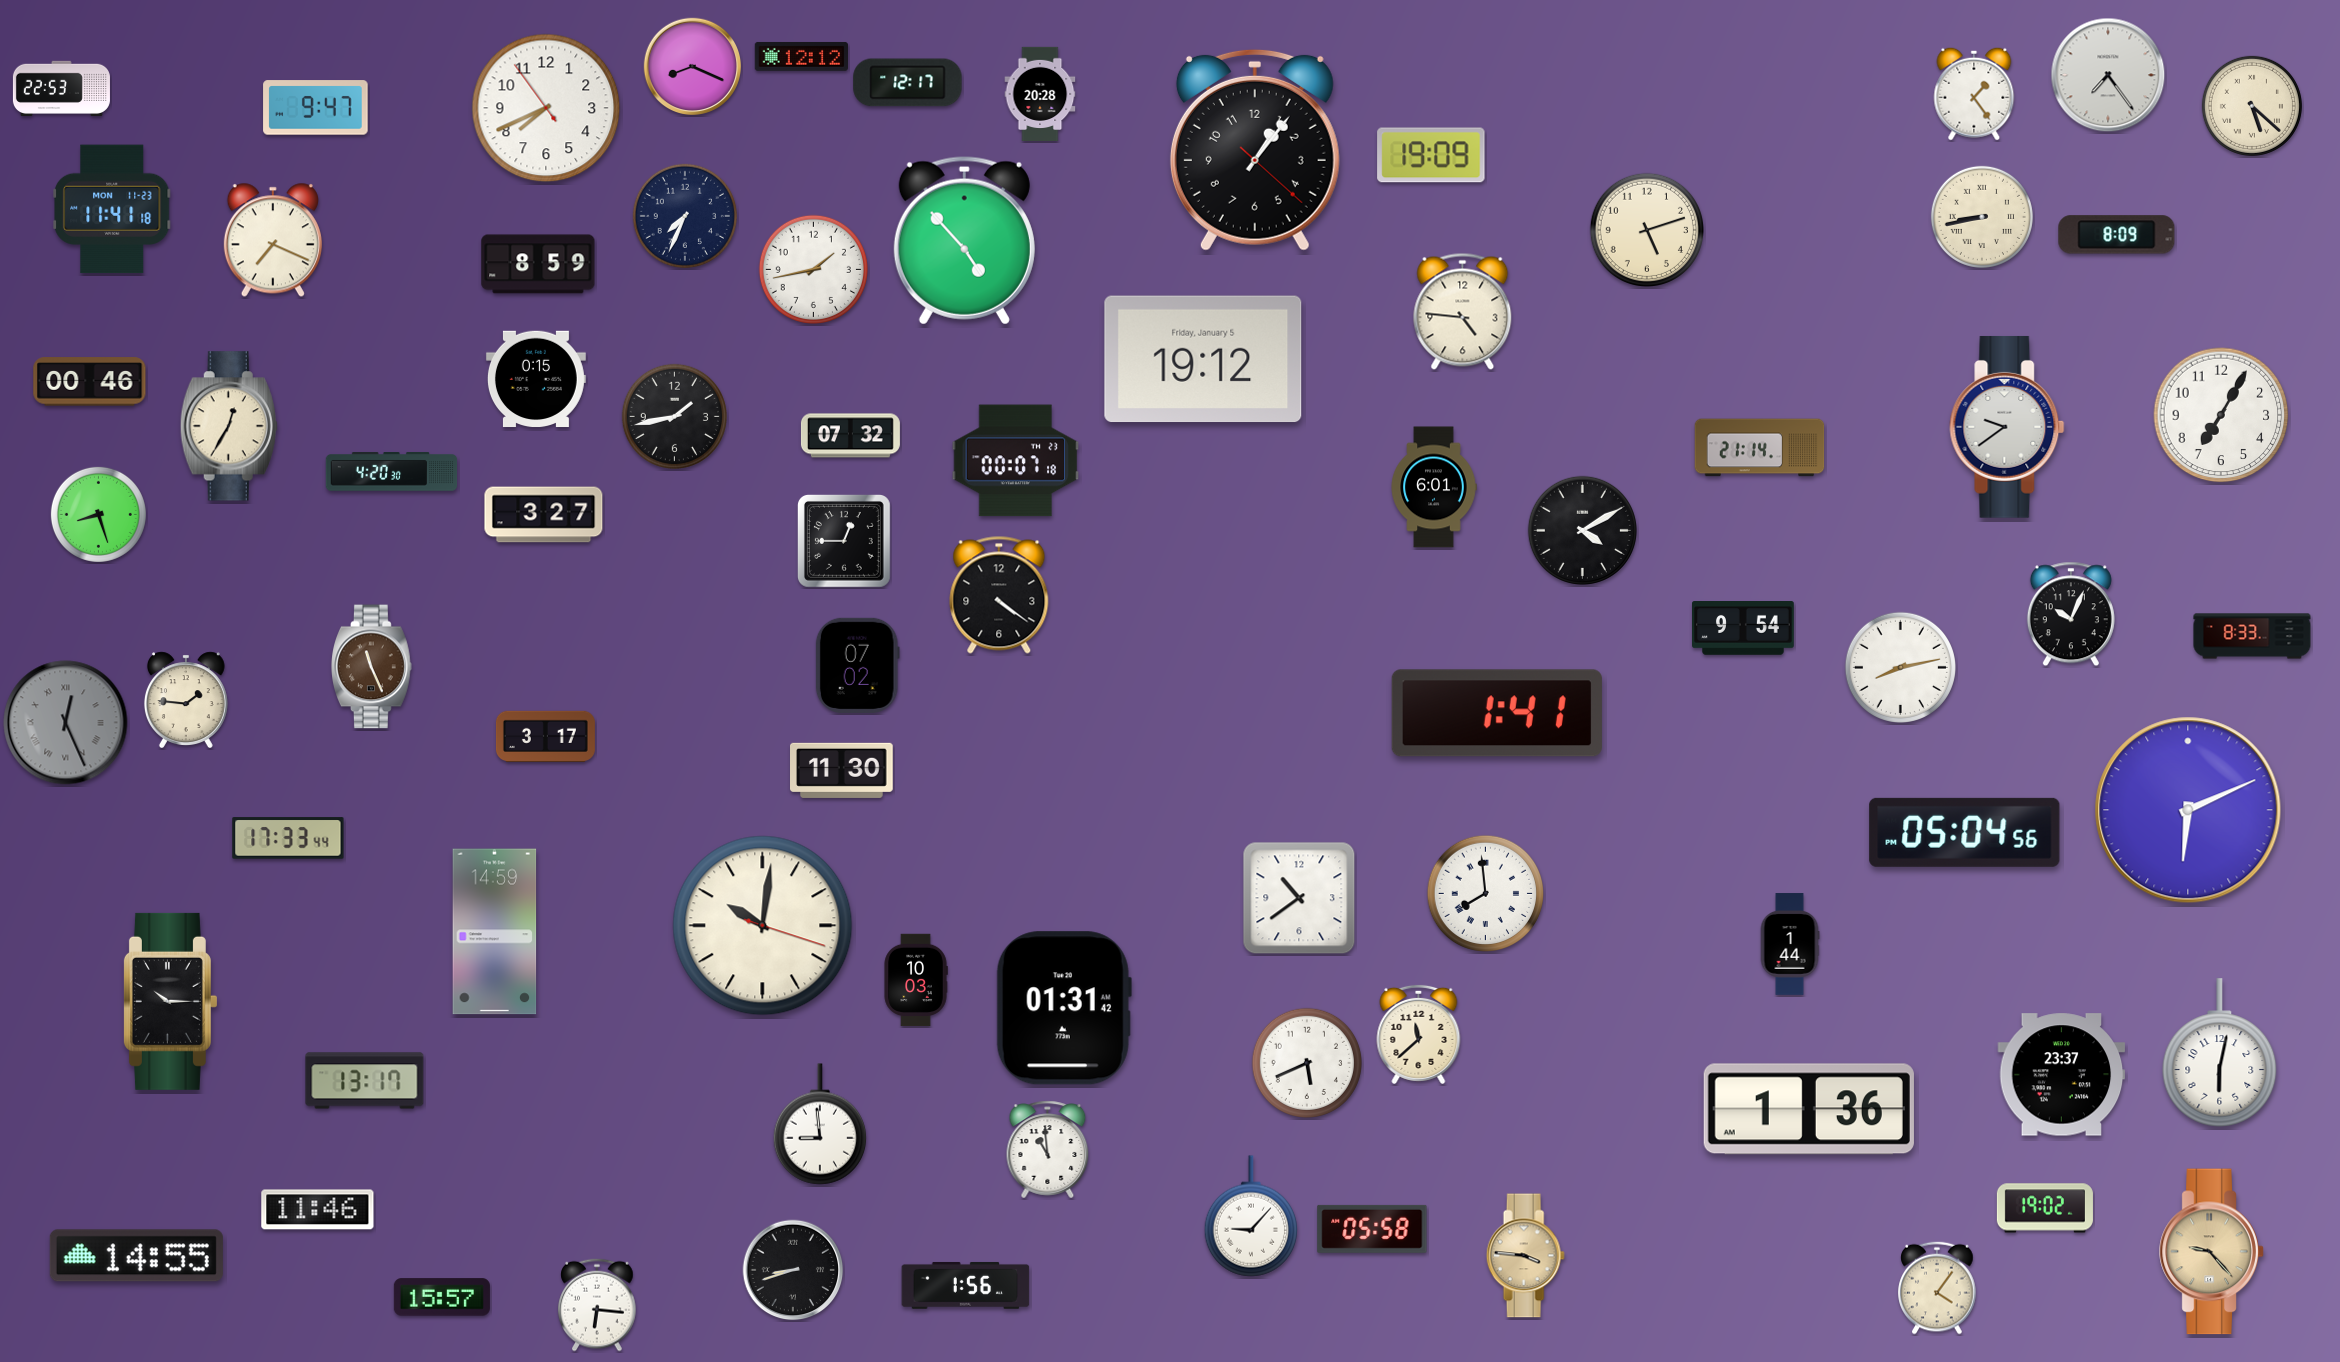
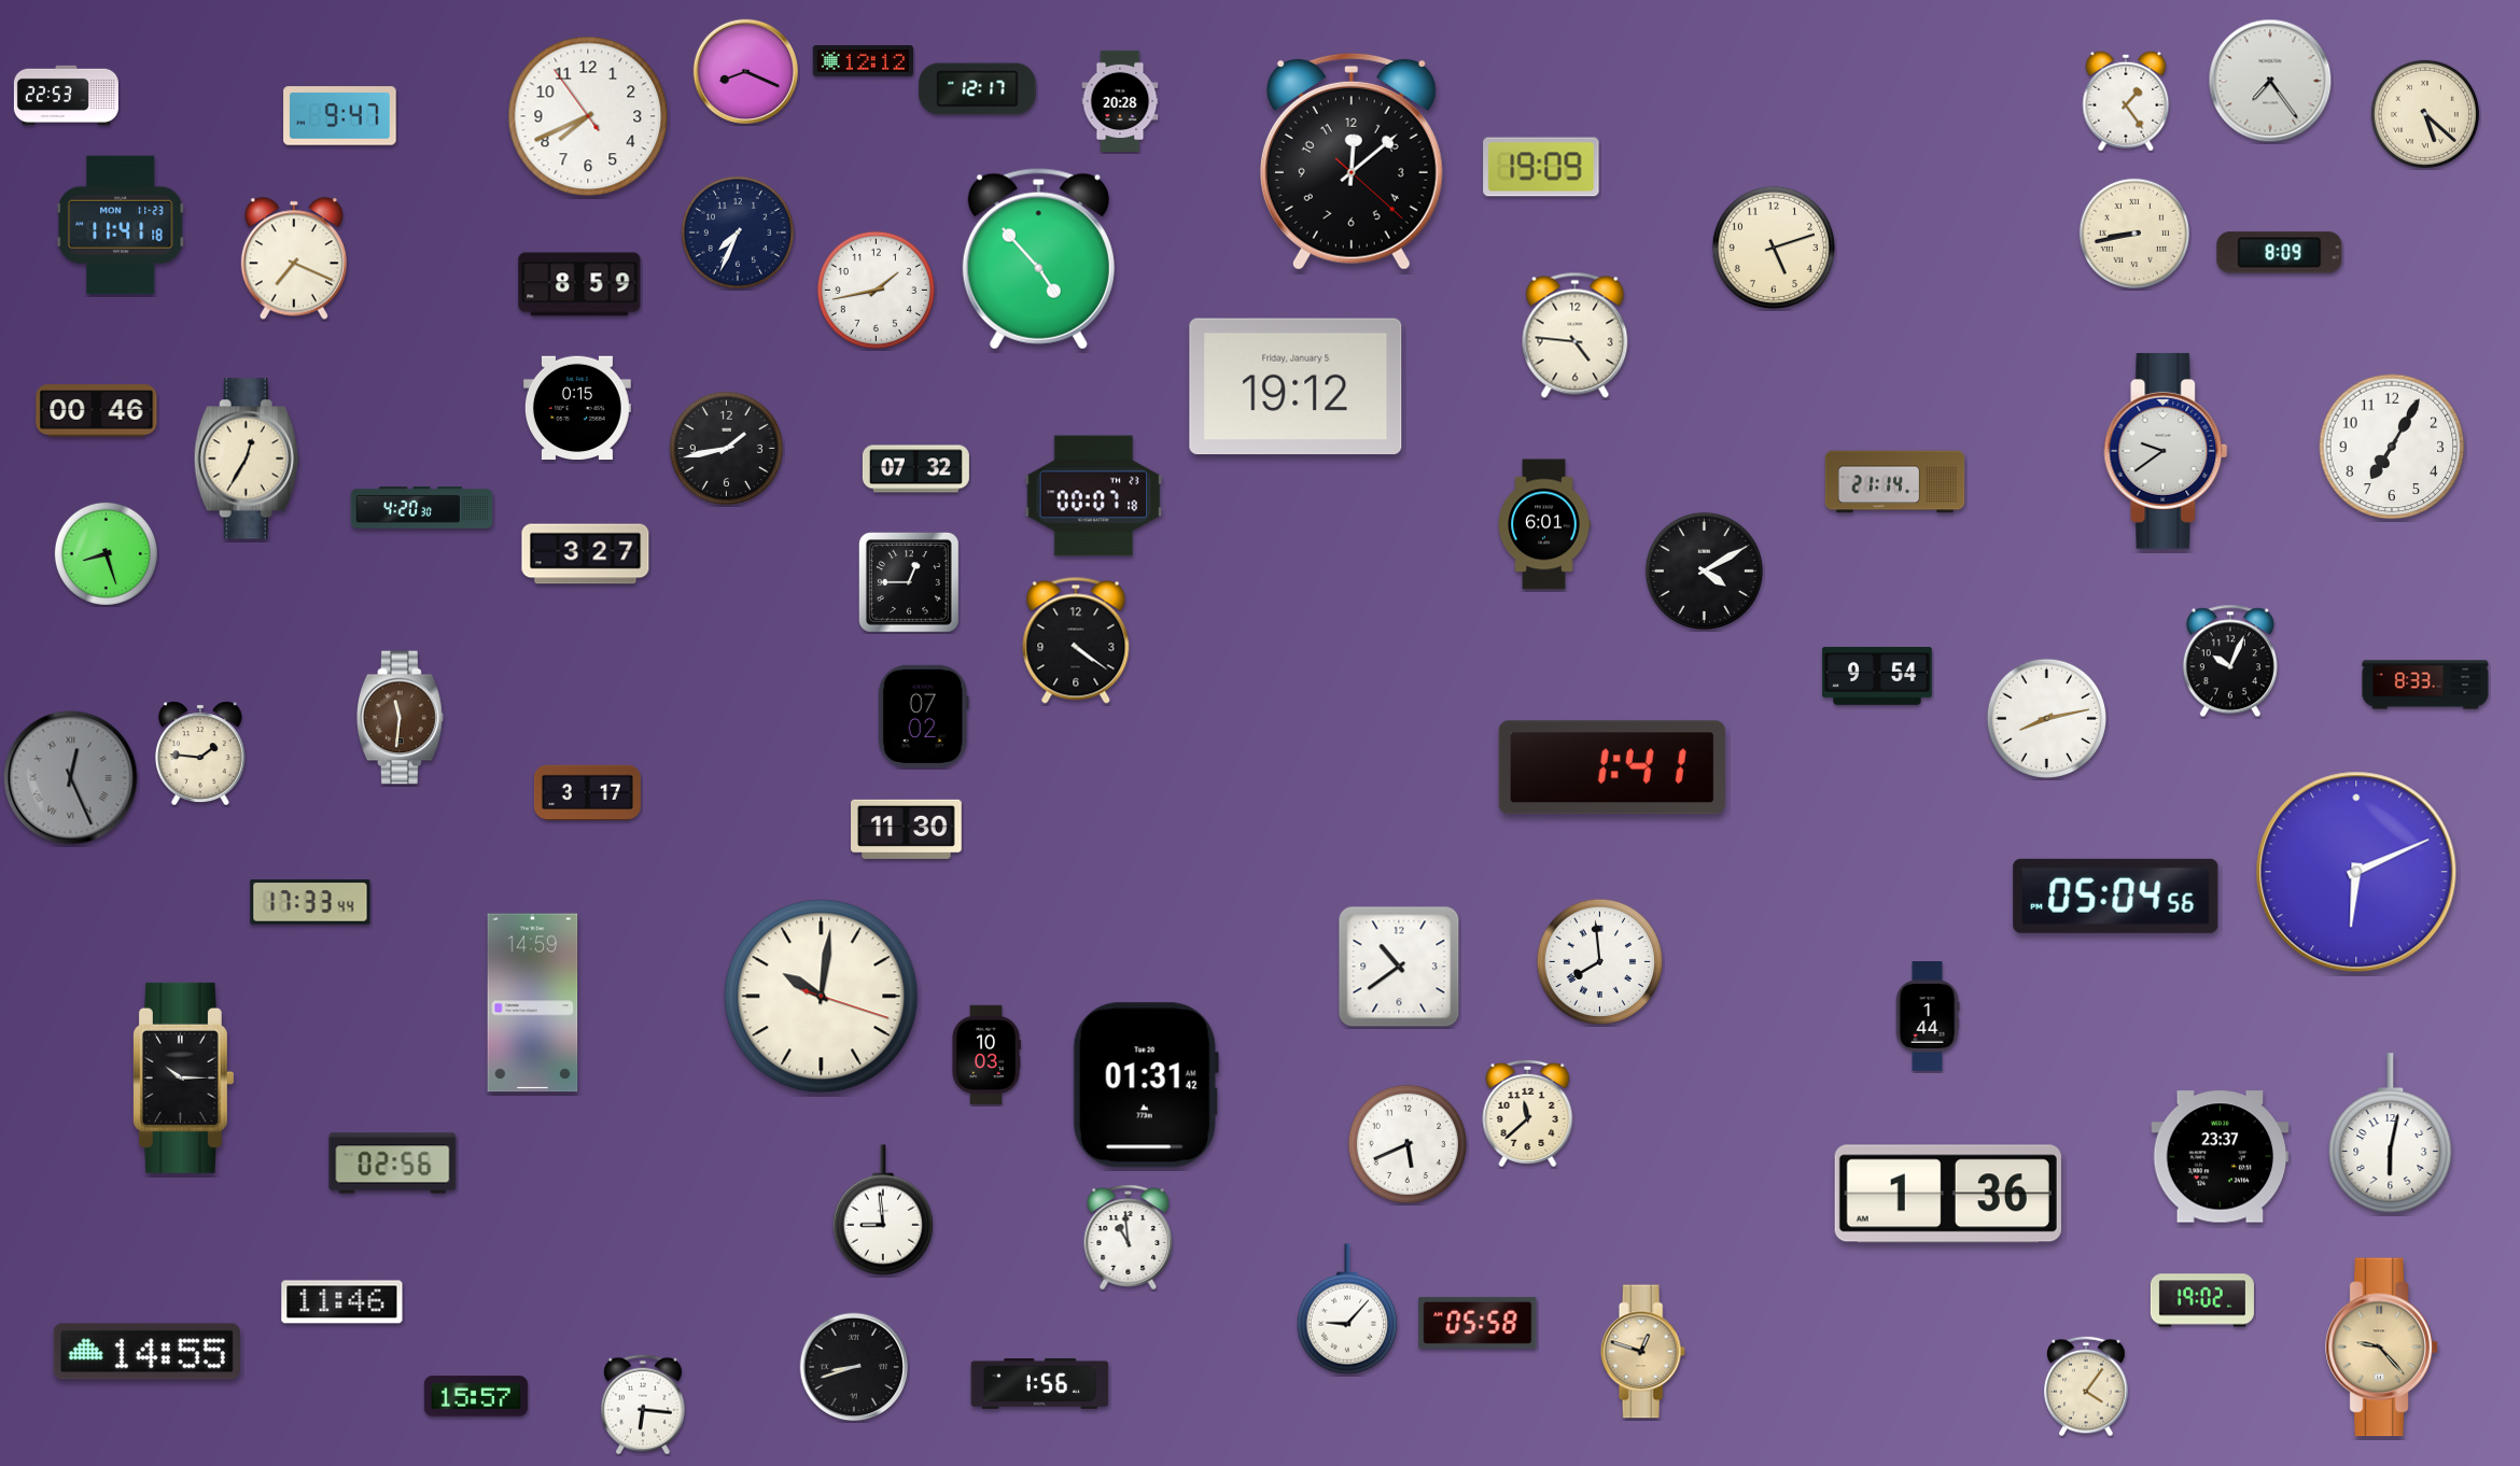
clock at (1255, 150): 1:06 -> 12:08
clock at (2007, 427) position: (2007, 427) -> (2166, 451)
clock at (372, 667): 11:26 -> 11:31
clock at (365, 1081): 13:17 -> 02:56
clock at (1525, 1256): 3:46 -> 12:48
